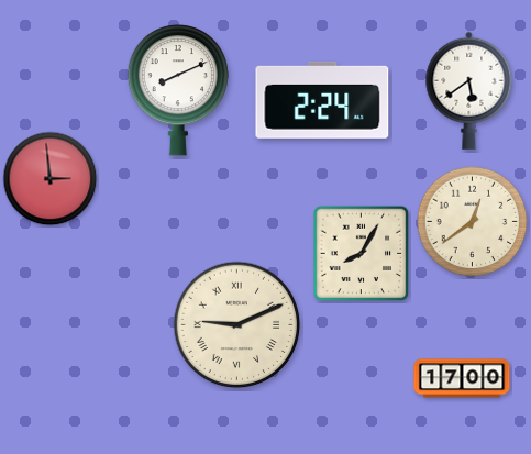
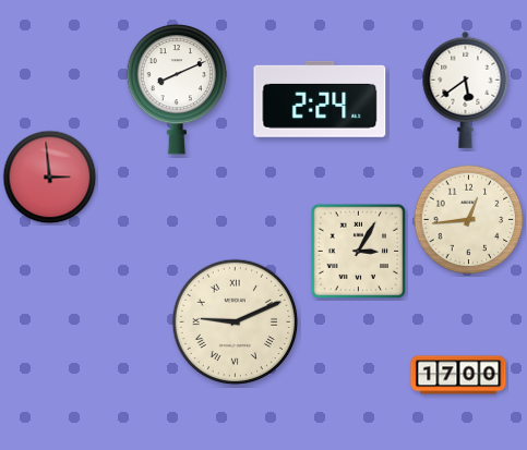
clock at (473, 222): 12:39 -> 12:44
clock at (362, 254): 8:05 -> 3:05
